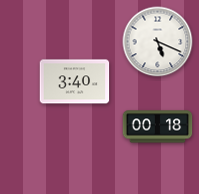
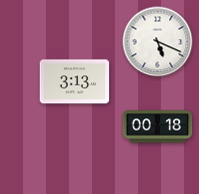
clock at (75, 82): 3:40 -> 3:13
